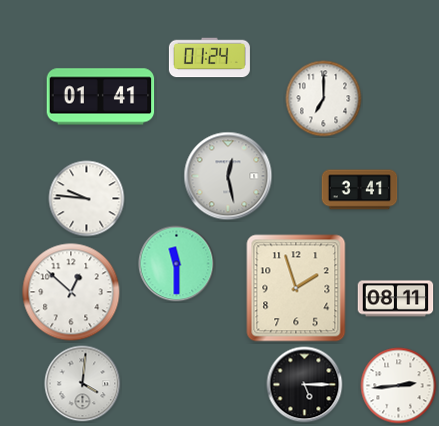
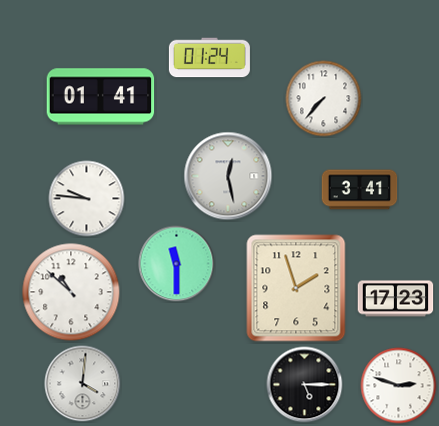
clock at (324, 99): 7:00 -> 7:37
clock at (71, 292): 12:52 -> 10:52
clock at (396, 299): 08:11 -> 17:23
clock at (399, 386): 2:44 -> 2:48
